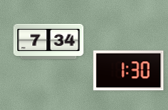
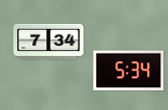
clock at (129, 71): 1:30 -> 5:34
